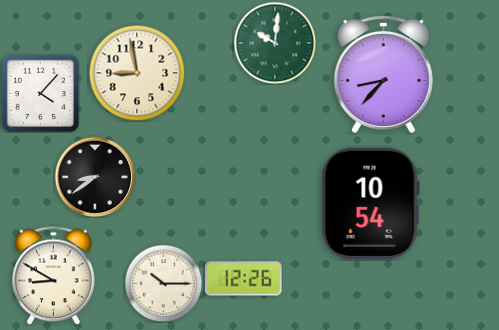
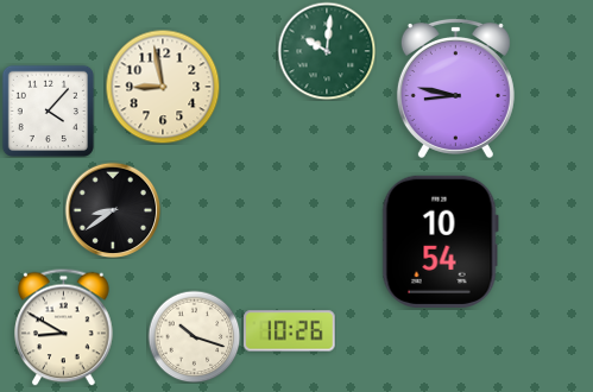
clock at (383, 74): 8:37 -> 8:47
clock at (244, 279): 12:26 -> 10:26
clock at (163, 283): 10:15 -> 10:18
